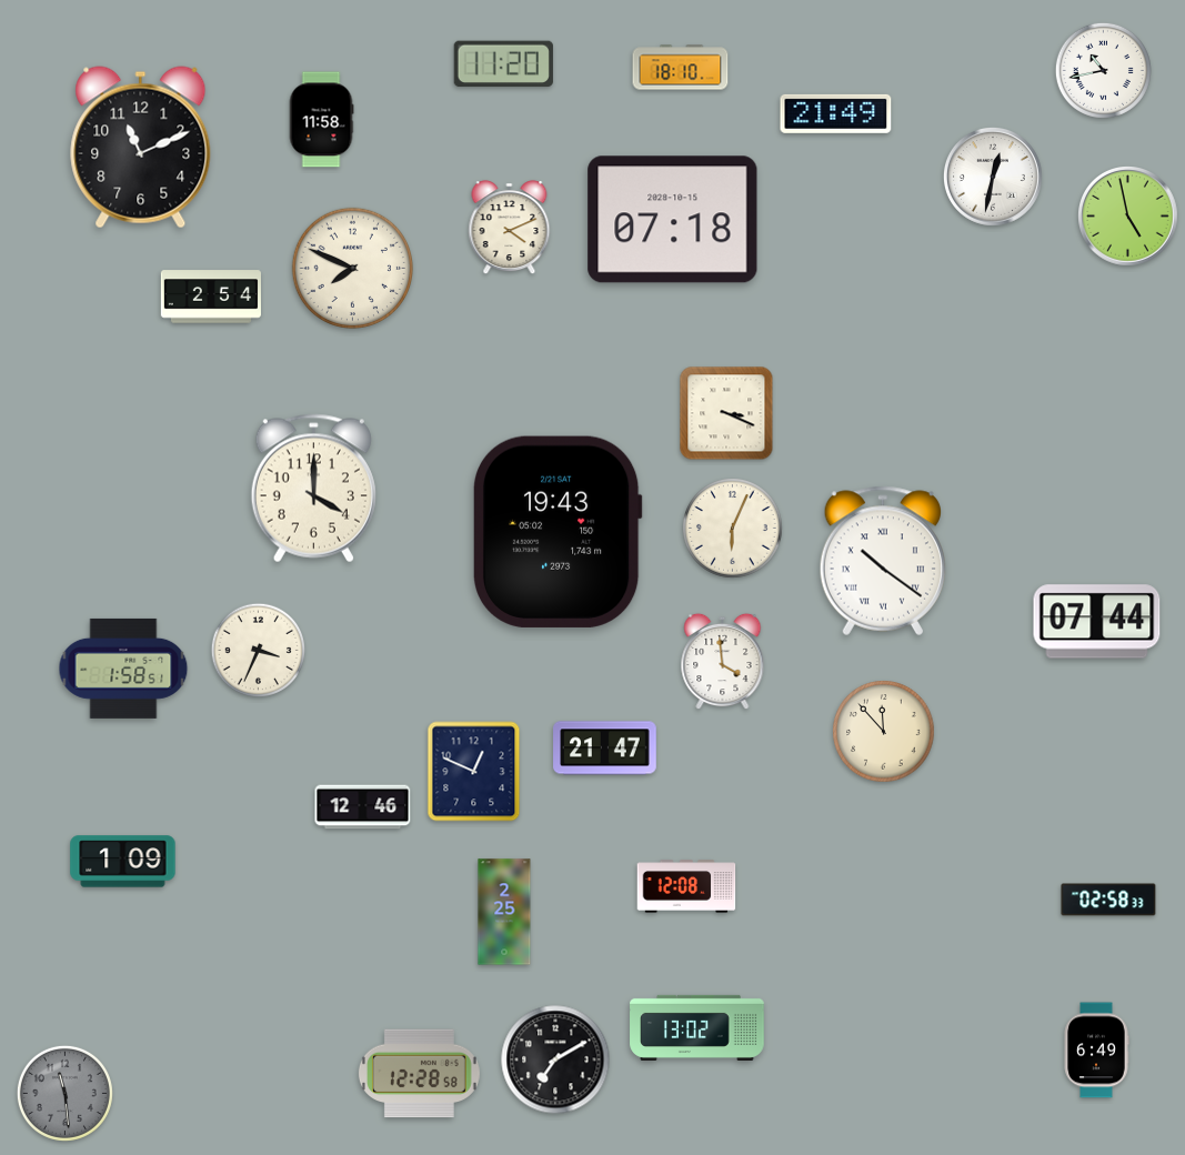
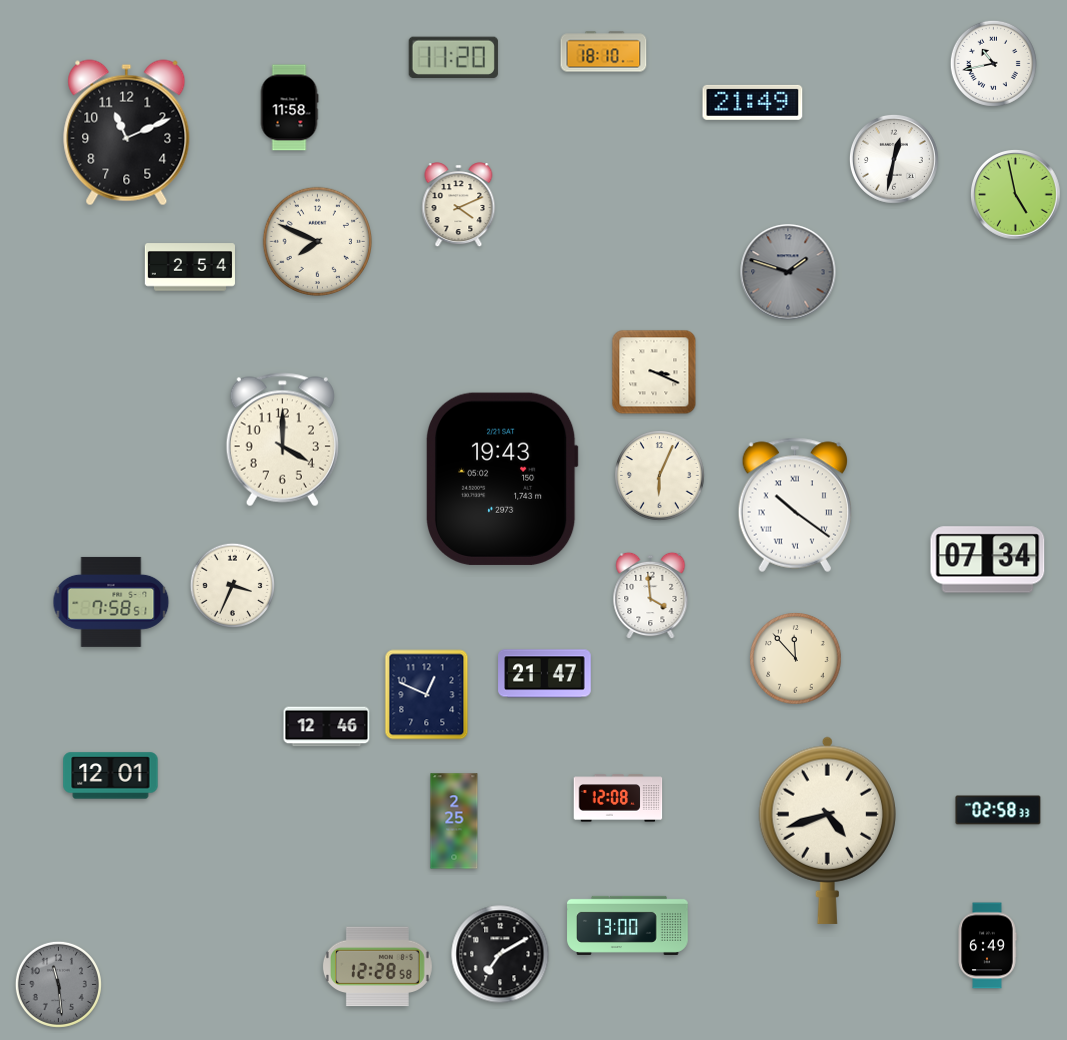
clock at (681, 68) position: (681, 68) -> (604, 52)
clock at (673, 220): 07:18 -> none
clock at (788, 272): none -> 1:48
clock at (1097, 622): 07:44 -> 07:34
clock at (123, 669): 1:58 -> 7:58
clock at (123, 862): 1:09 -> 12:01
clock at (827, 830): none -> 4:42
clock at (697, 1027): 13:02 -> 13:00
